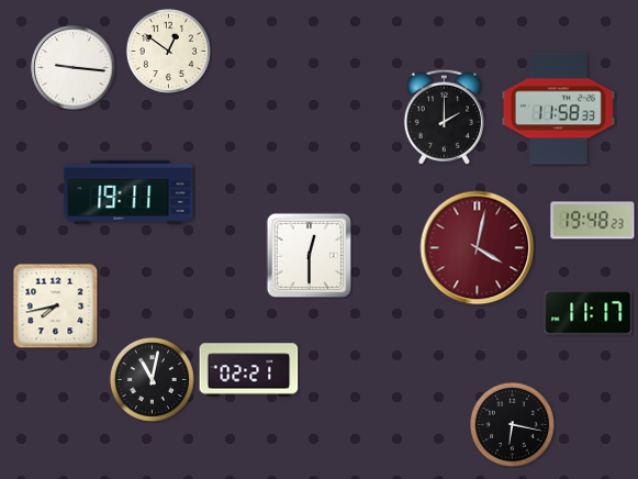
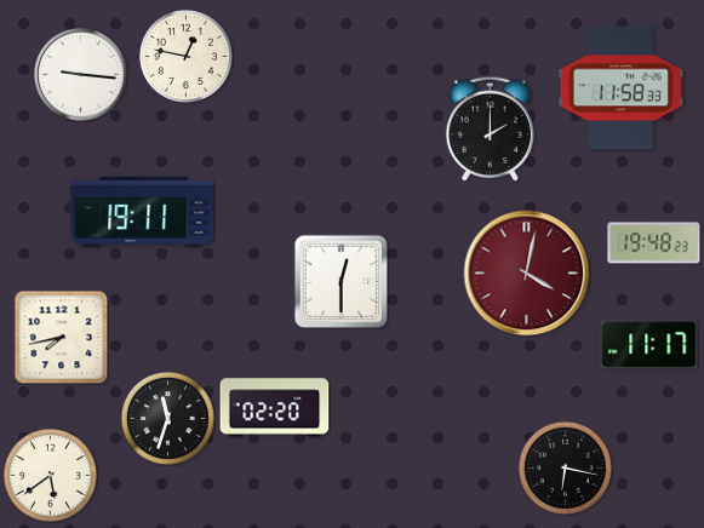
clock at (168, 51): 12:51 -> 12:47
clock at (558, 109) position: (558, 109) -> (620, 88)
clock at (249, 370): 02:21 -> 02:20
clock at (152, 379): 11:02 -> 11:33
clock at (50, 475): none -> 5:39
